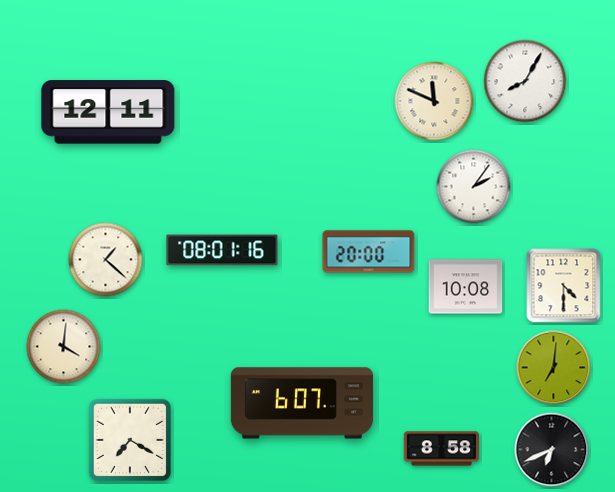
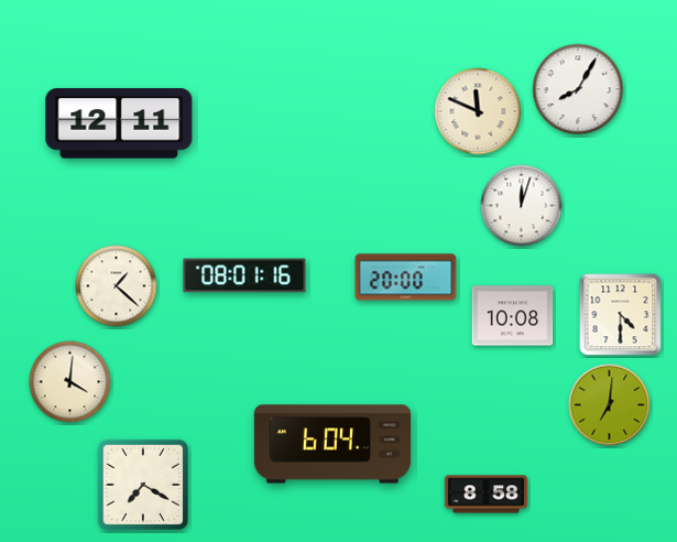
clock at (474, 187): 2:06 -> 12:03
clock at (301, 403): 6:07 -> 6:04
clock at (552, 450): 6:41 -> none
